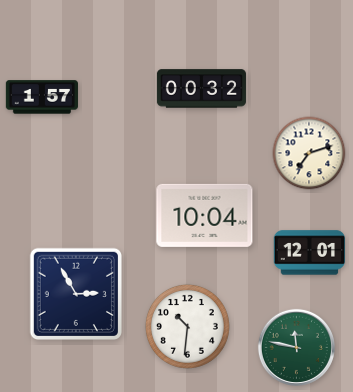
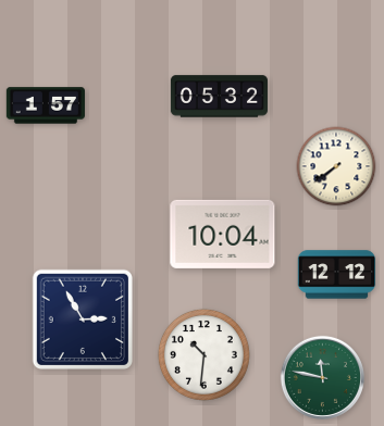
clock at (201, 89): 00:32 -> 05:32
clock at (309, 153): 7:12 -> 7:39
clock at (310, 253): 12:01 -> 12:12
